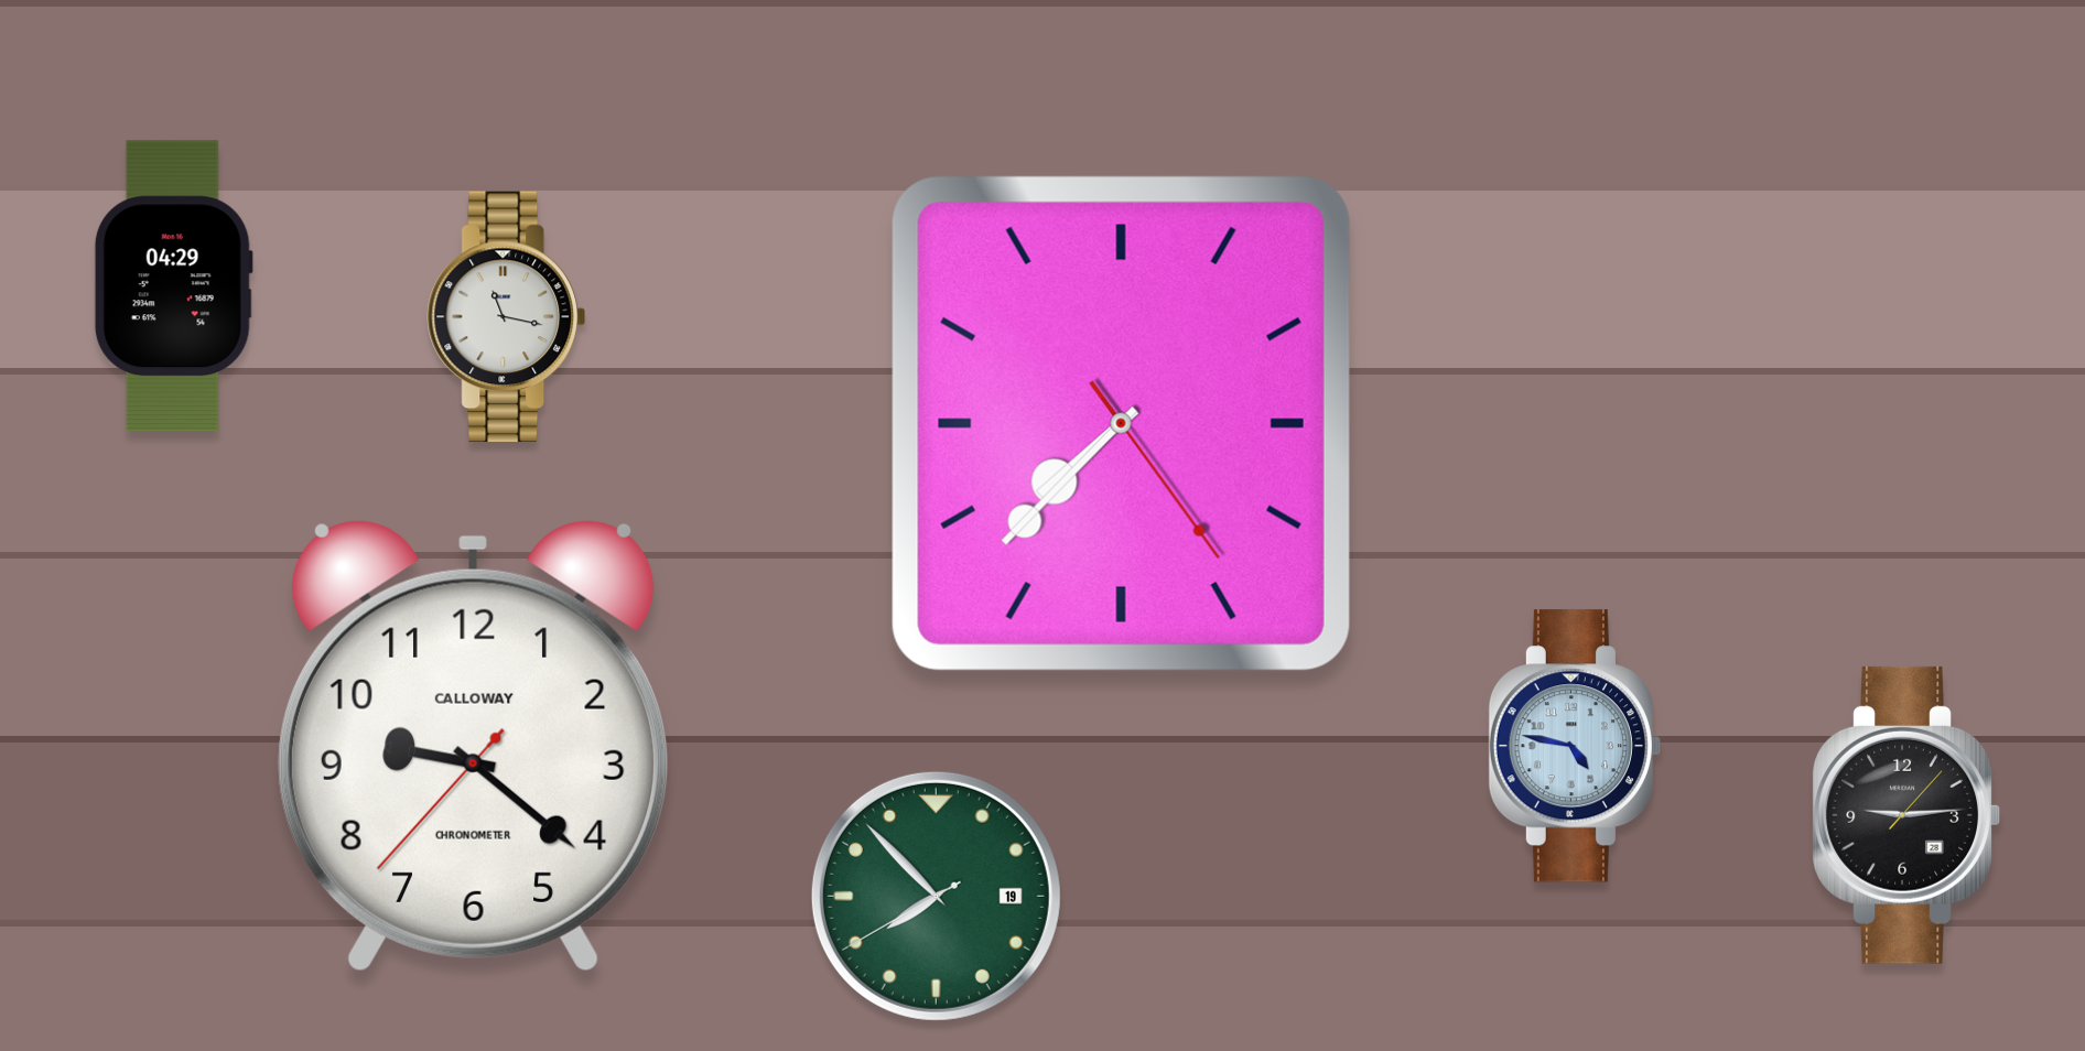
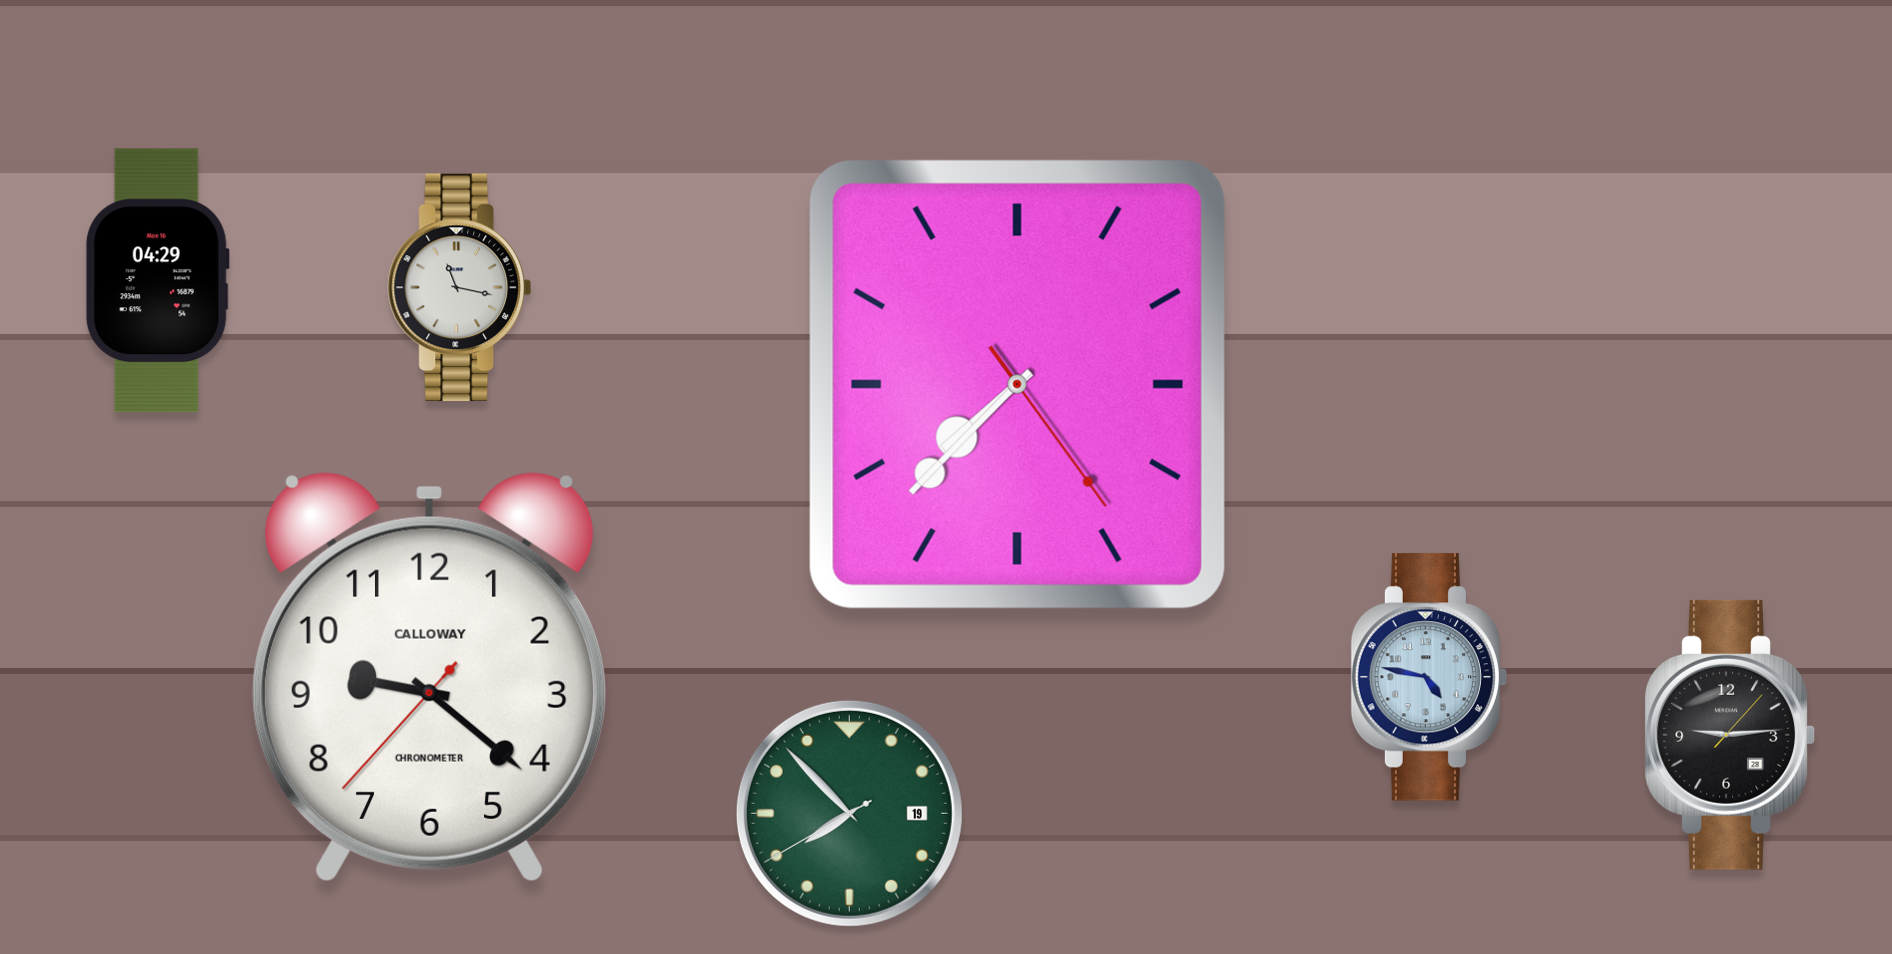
clock at (173, 286) position: (173, 286) -> (157, 281)
clock at (1906, 815) position: (1906, 815) -> (1730, 735)
